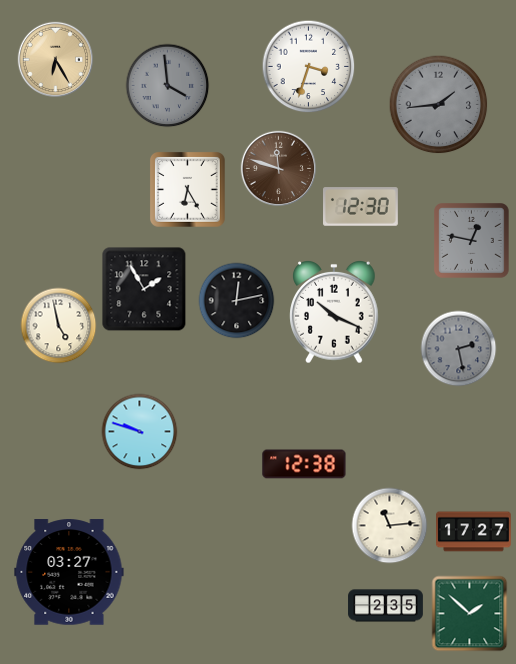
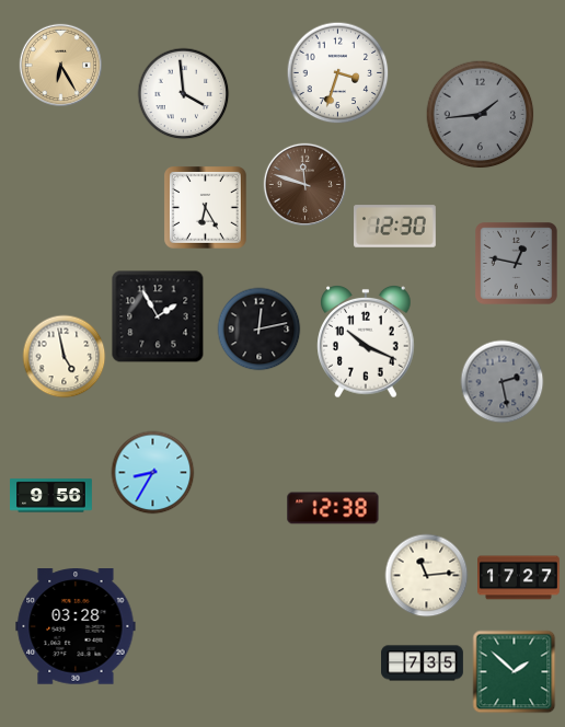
clock at (168, 86) dial: grey -> white
clock at (140, 432): 9:48 -> 8:35
clock at (51, 496): none -> 9:56
clock at (474, 532) position: (474, 532) -> (519, 578)
clock at (69, 572): 03:27 -> 03:28
clock at (386, 606): 2:35 -> 7:35
